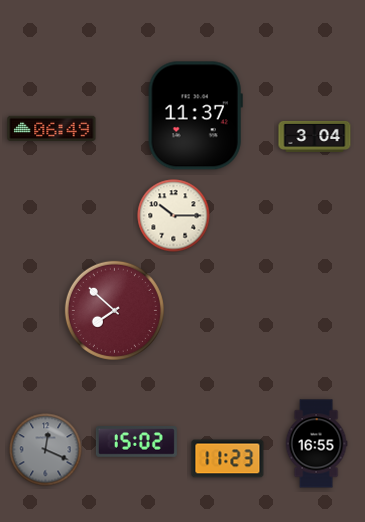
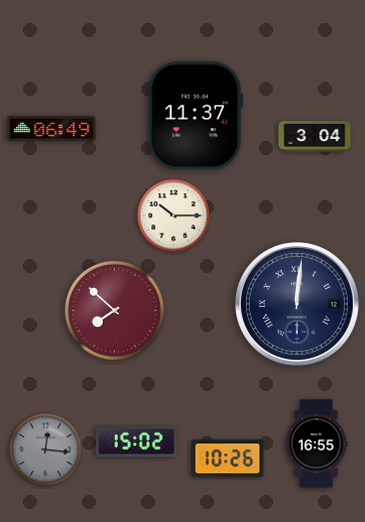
clock at (298, 305): none -> 12:01
clock at (46, 450): 12:19 -> 12:16
clock at (228, 459): 11:23 -> 10:26
